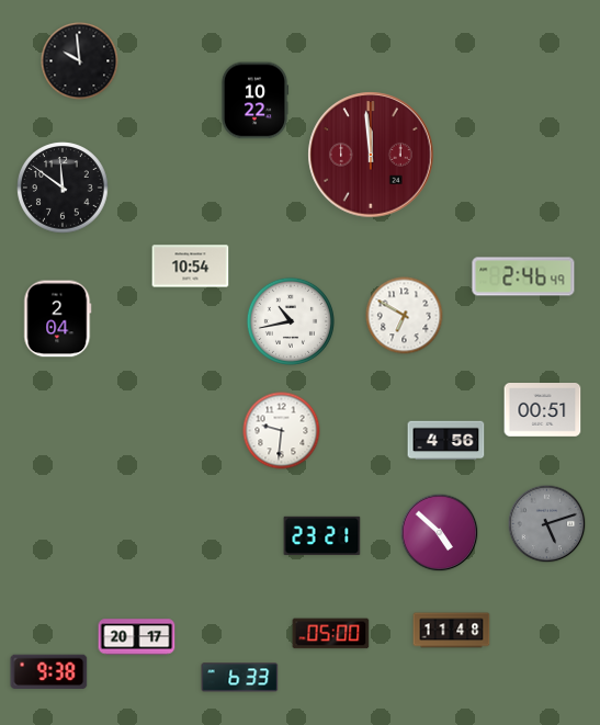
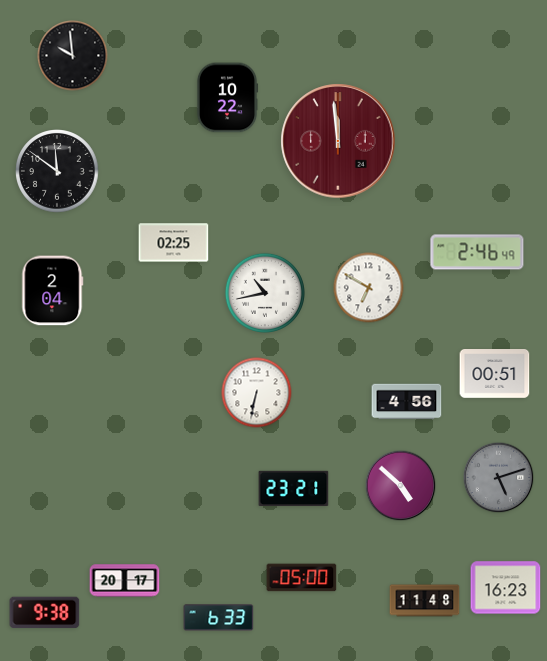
clock at (254, 101) position: (254, 101) -> (227, 98)
clock at (191, 267): 10:54 -> 02:25
clock at (282, 431): 9:31 -> 6:32
clock at (452, 631) position: (452, 631) -> (425, 601)
clock at (506, 588): none -> 16:23
